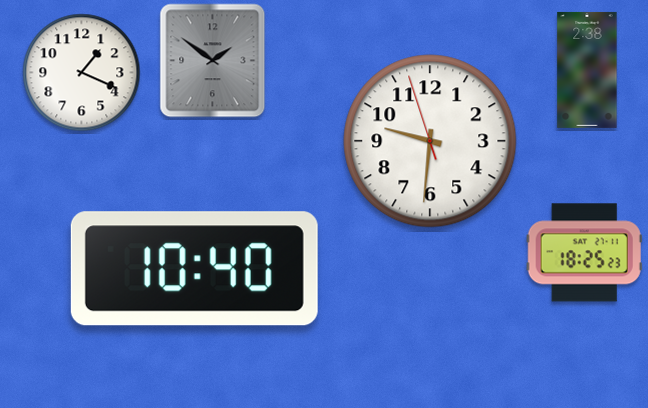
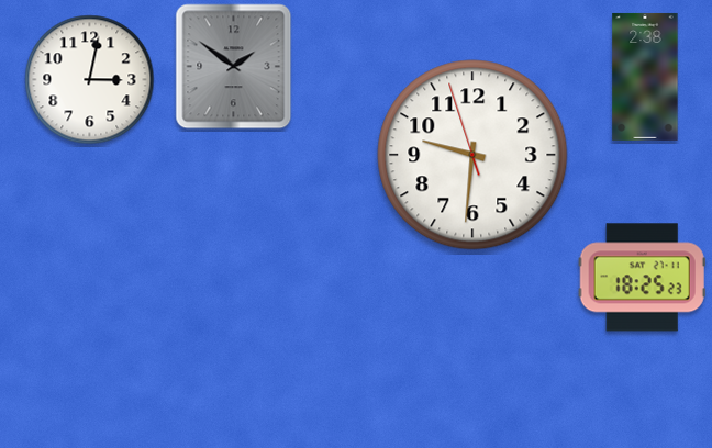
clock at (82, 73): 1:19 -> 3:02
clock at (194, 269): 10:40 -> none
